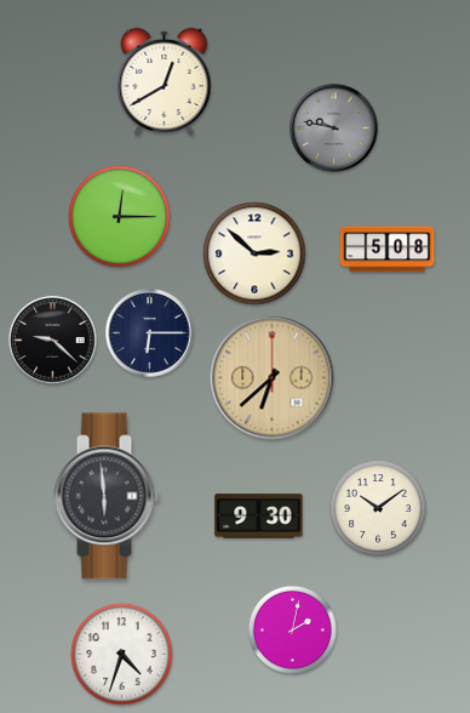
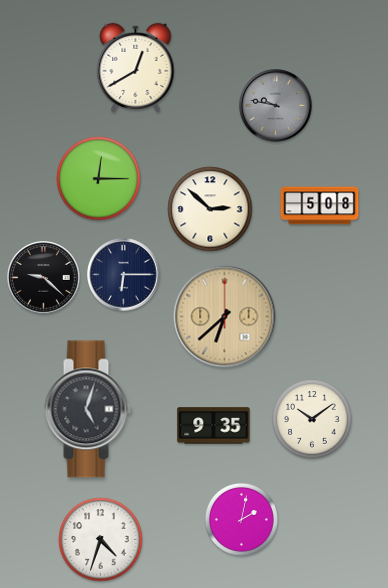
clock at (53, 341) position: (53, 341) -> (44, 278)
clock at (273, 378) position: (273, 378) -> (225, 317)
clock at (107, 496): 5:59 -> 5:03
clock at (259, 517): 9:30 -> 9:35
